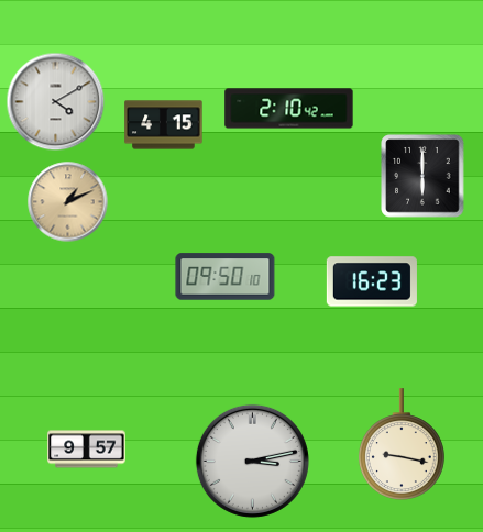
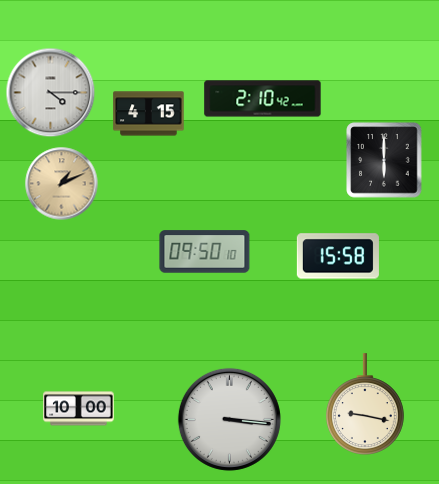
clock at (56, 102): 4:10 -> 4:15
clock at (372, 281): 16:23 -> 15:58
clock at (87, 450): 9:57 -> 10:00
clock at (252, 461): 3:13 -> 3:16
